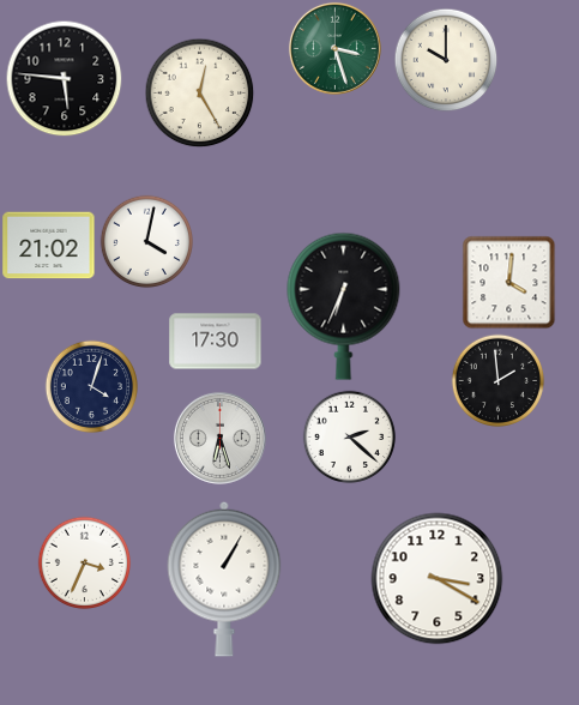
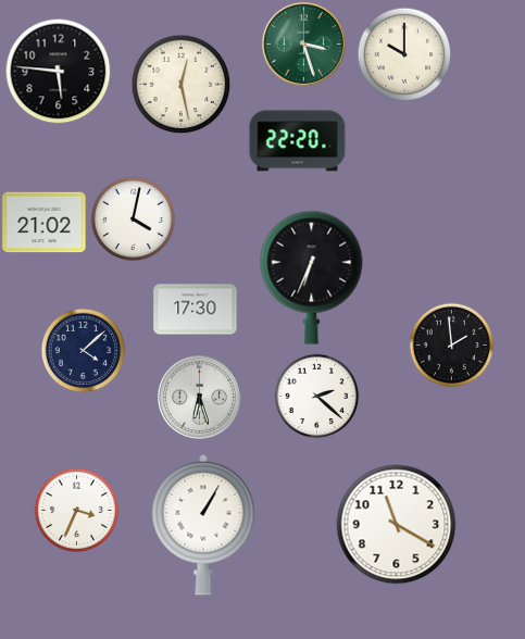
clock at (199, 92): 12:25 -> 12:28
clock at (298, 141): none -> 22:20
clock at (508, 282): 4:01 -> none
clock at (91, 386): 4:03 -> 4:08
clock at (438, 579): 3:20 -> 11:20
